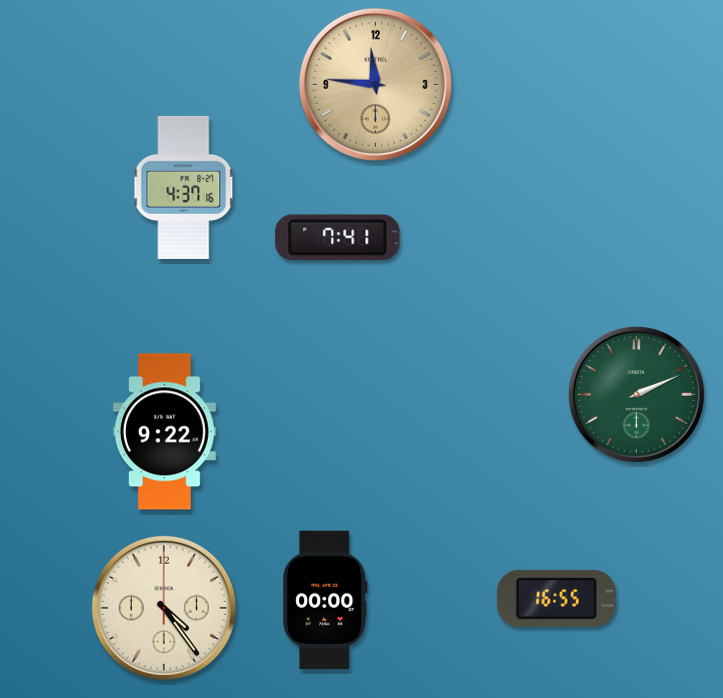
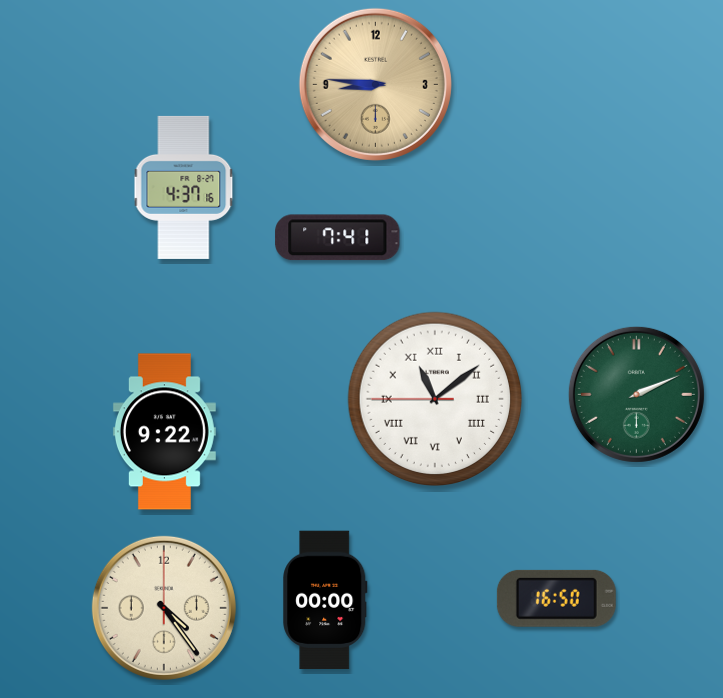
clock at (375, 84): 11:46 -> 8:46
clock at (434, 399): none -> 11:08
clock at (556, 598): 16:55 -> 16:50
